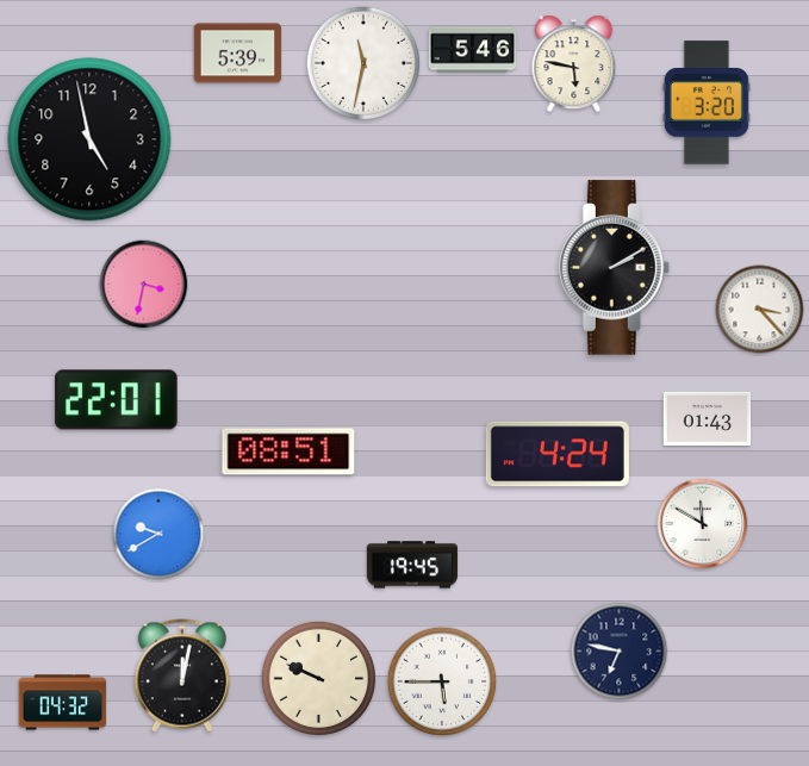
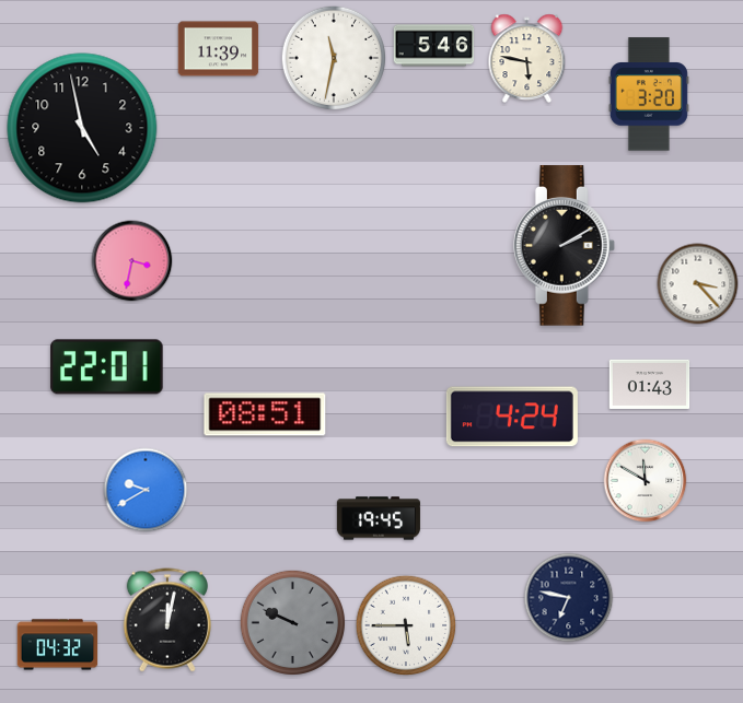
clock at (238, 54): 5:39 -> 11:39
clock at (318, 678) dial: cream -> grey
